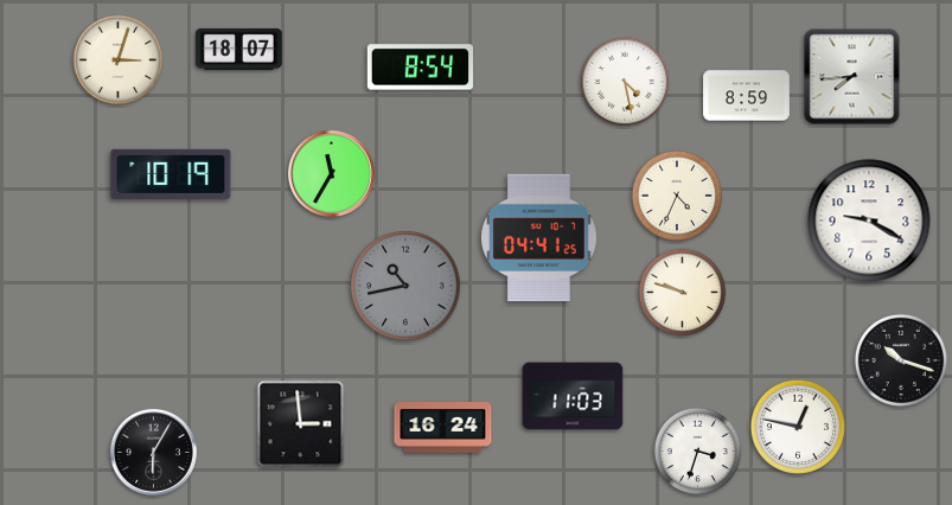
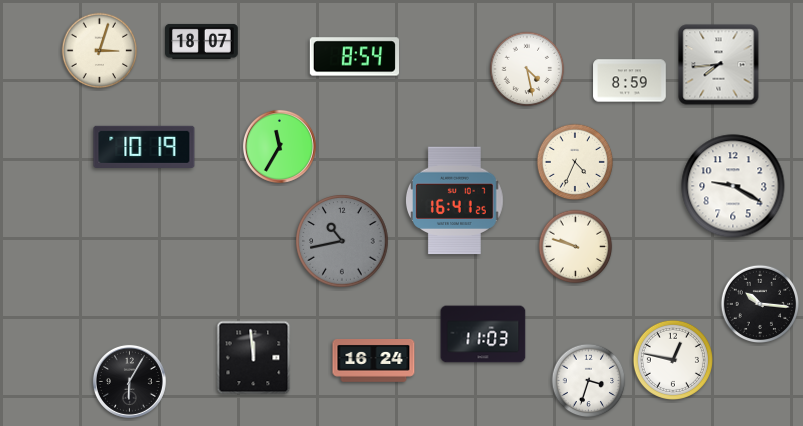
clock at (677, 196) position: (677, 196) -> (575, 162)
clock at (539, 238): 04:41 -> 16:41
clock at (900, 359): 10:18 -> 10:16
clock at (301, 424): 2:59 -> 11:59
